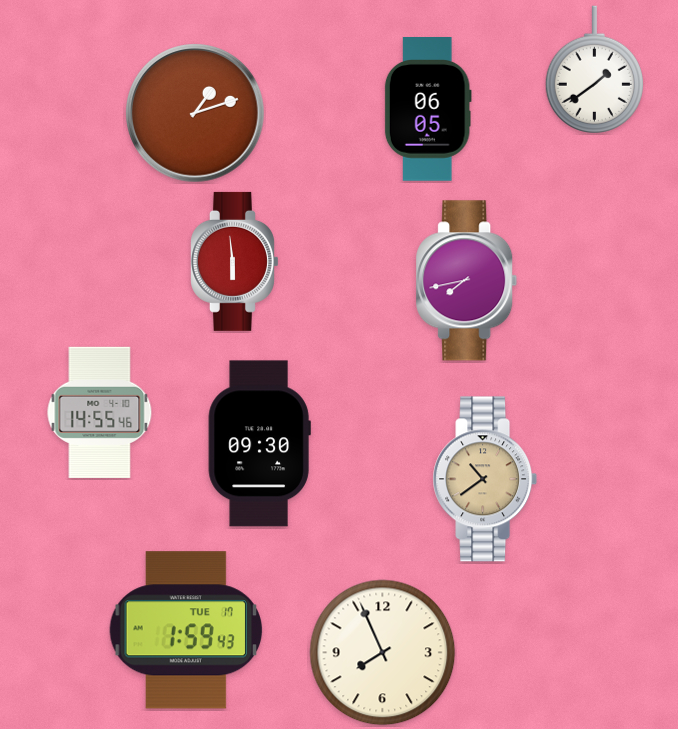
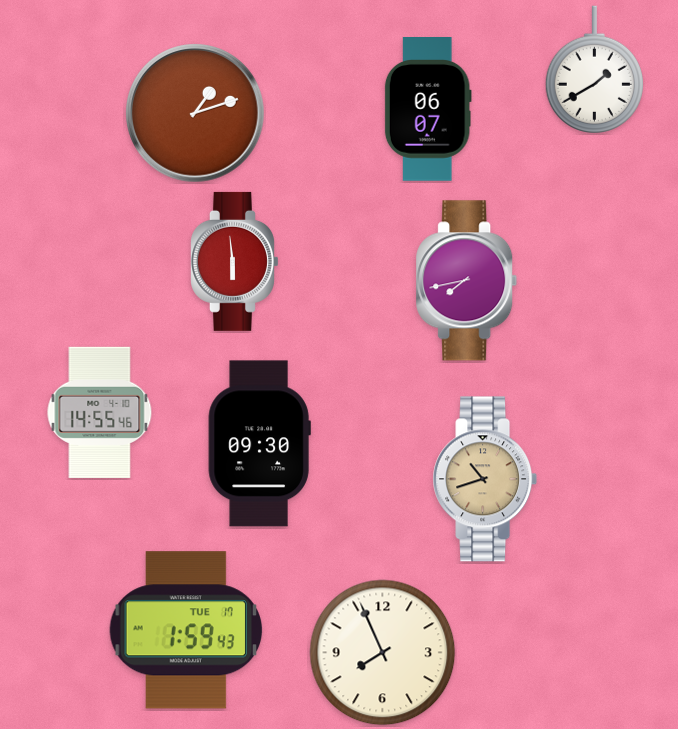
clock at (594, 70): 1:39 -> 1:40
clock at (428, 110): 06:05 -> 06:07
clock at (485, 479): 10:39 -> 10:42
